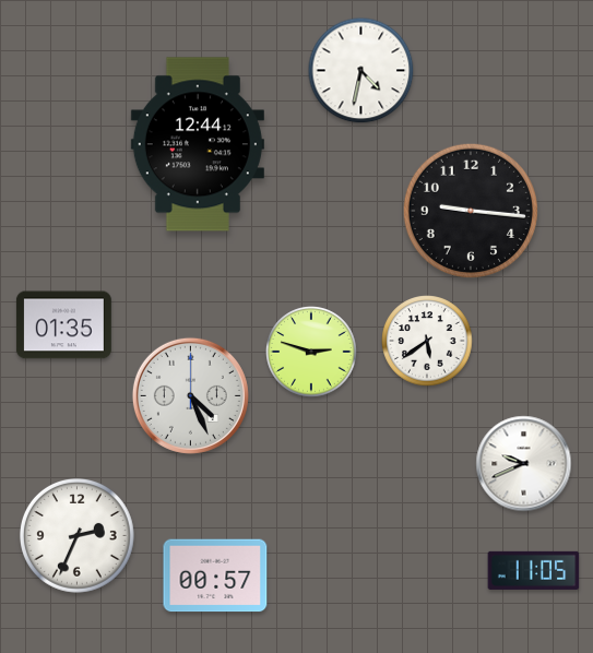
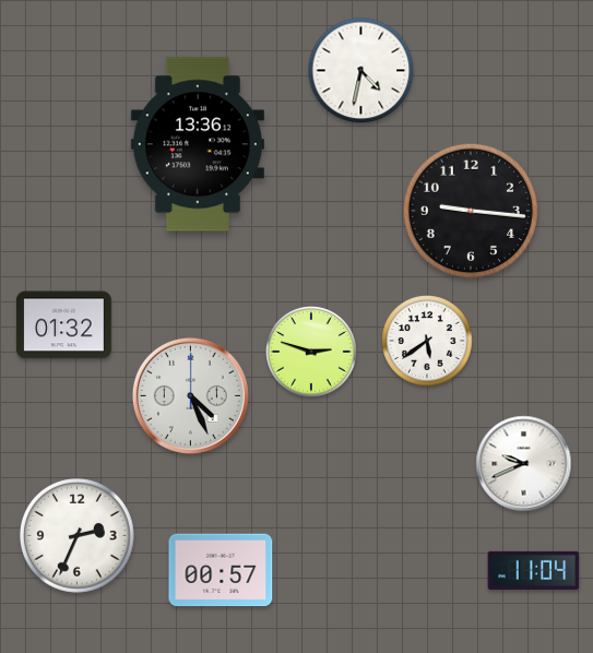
clock at (198, 144): 12:44 -> 13:36
clock at (63, 325): 01:35 -> 01:32
clock at (534, 570): 11:05 -> 11:04
clock at (215, 575) position: (215, 575) -> (221, 570)
